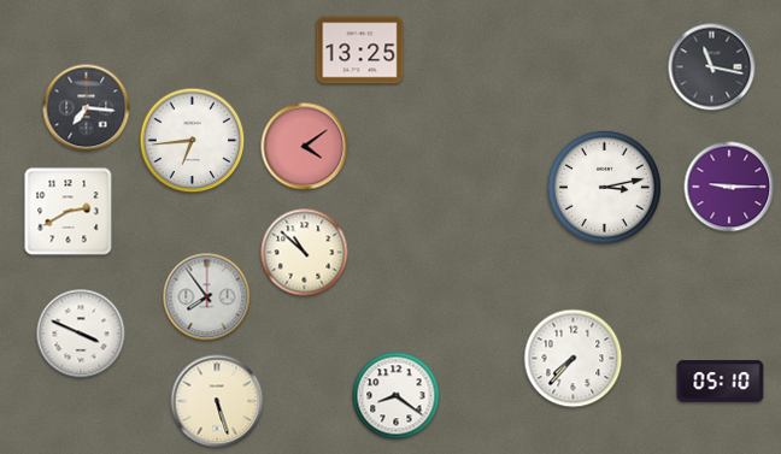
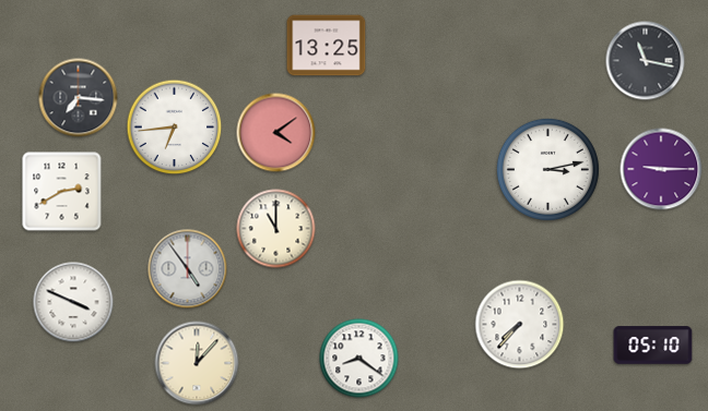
clock at (305, 253): 10:52 -> 11:00
clock at (207, 297): 7:54 -> 4:54
clock at (217, 401): 5:27 -> 12:07
